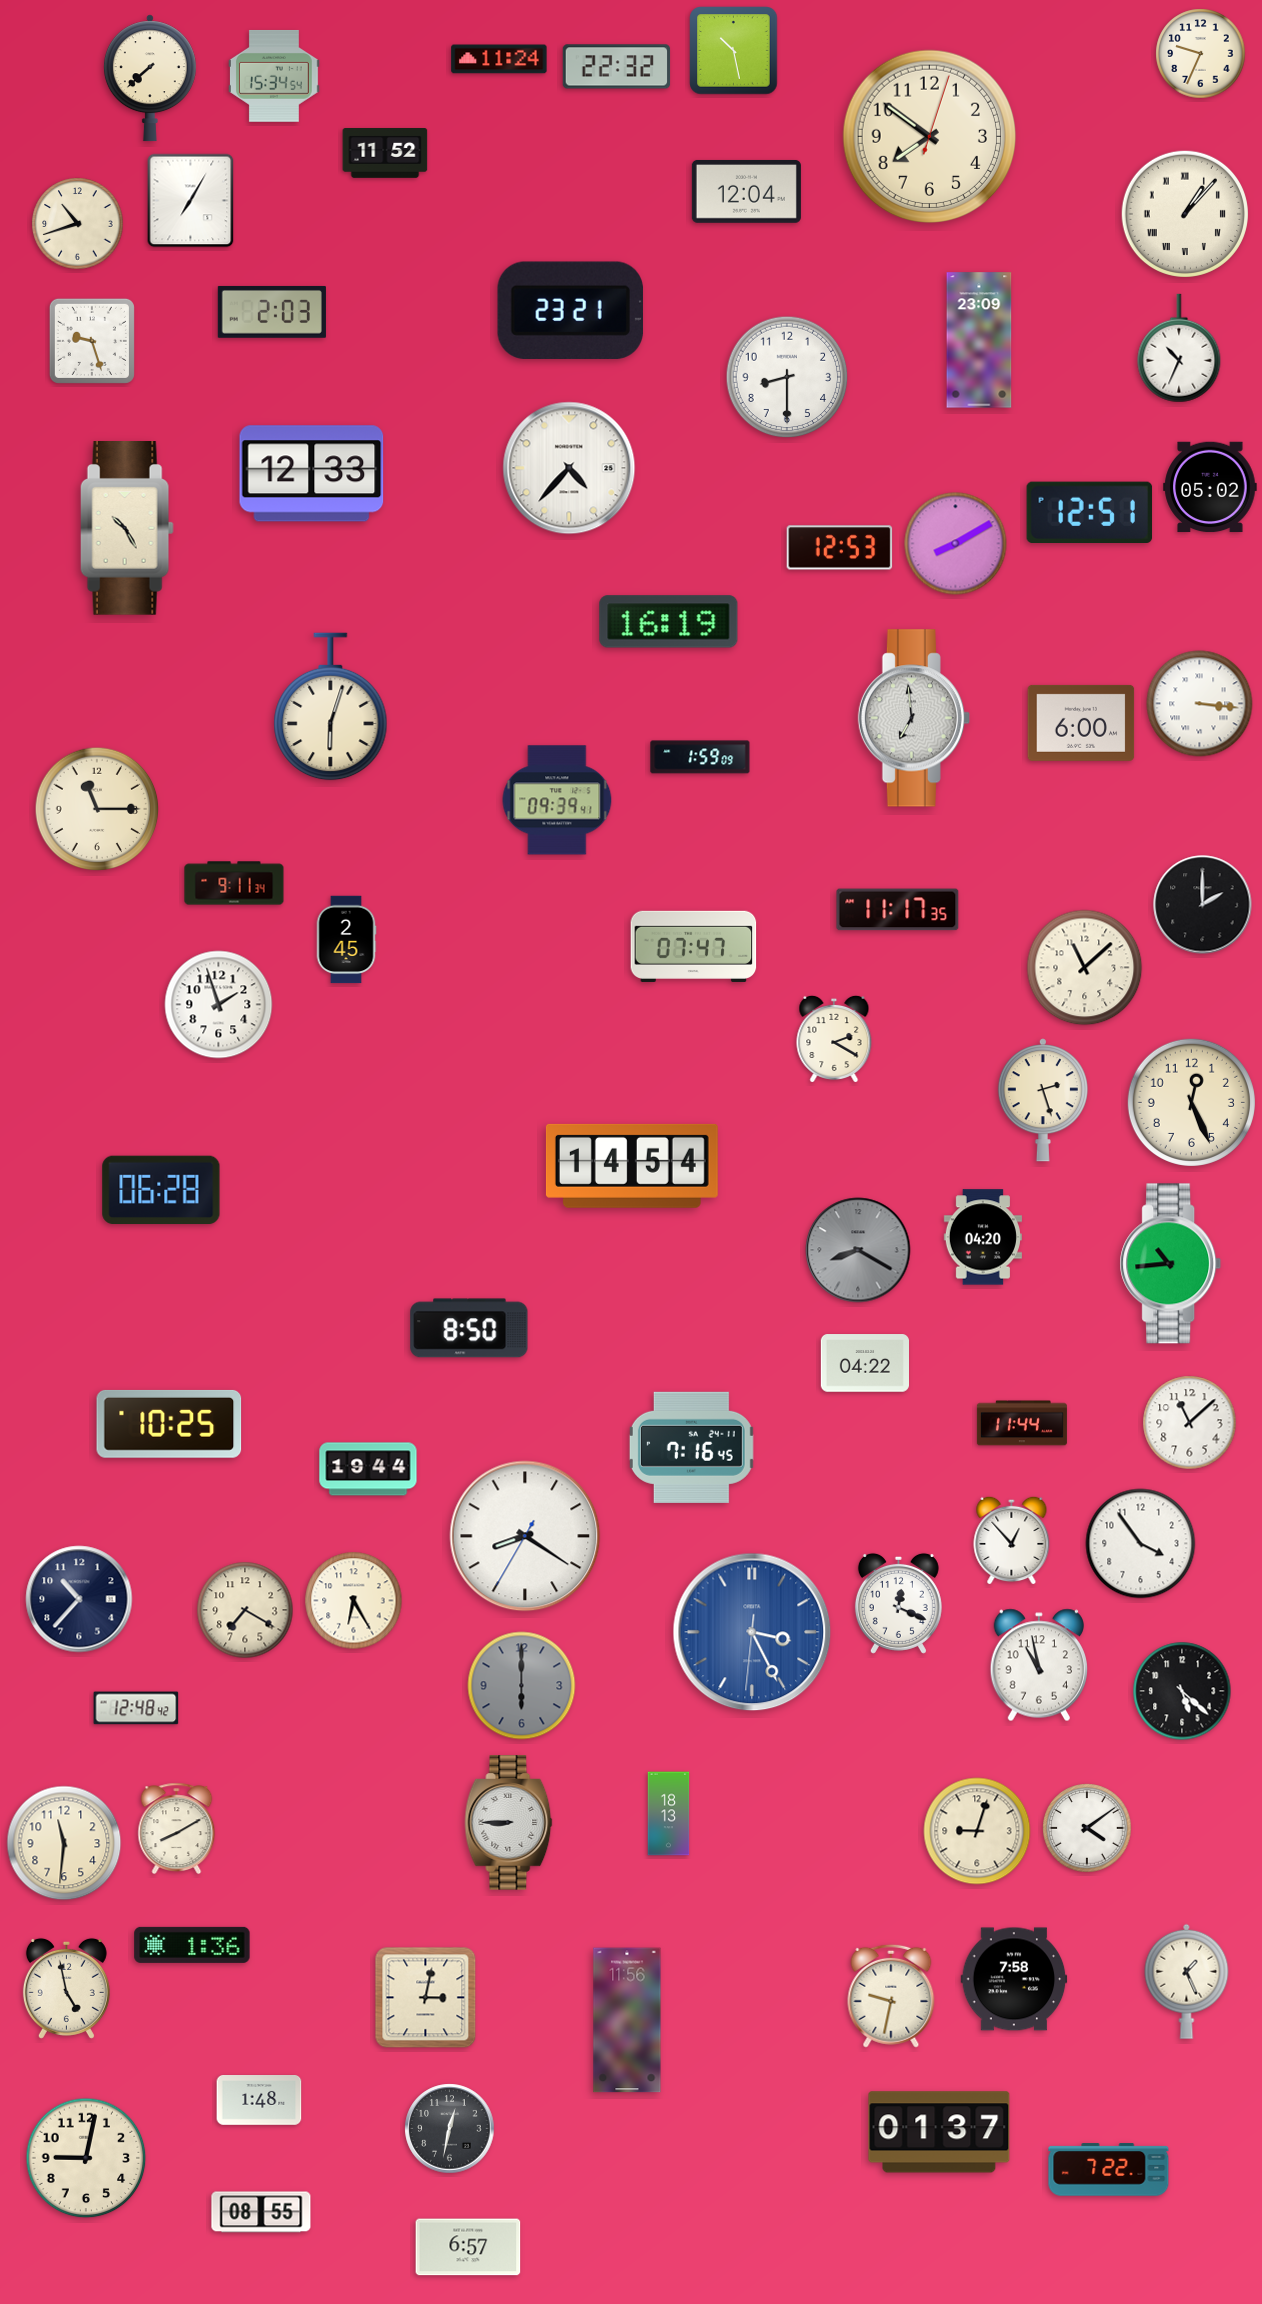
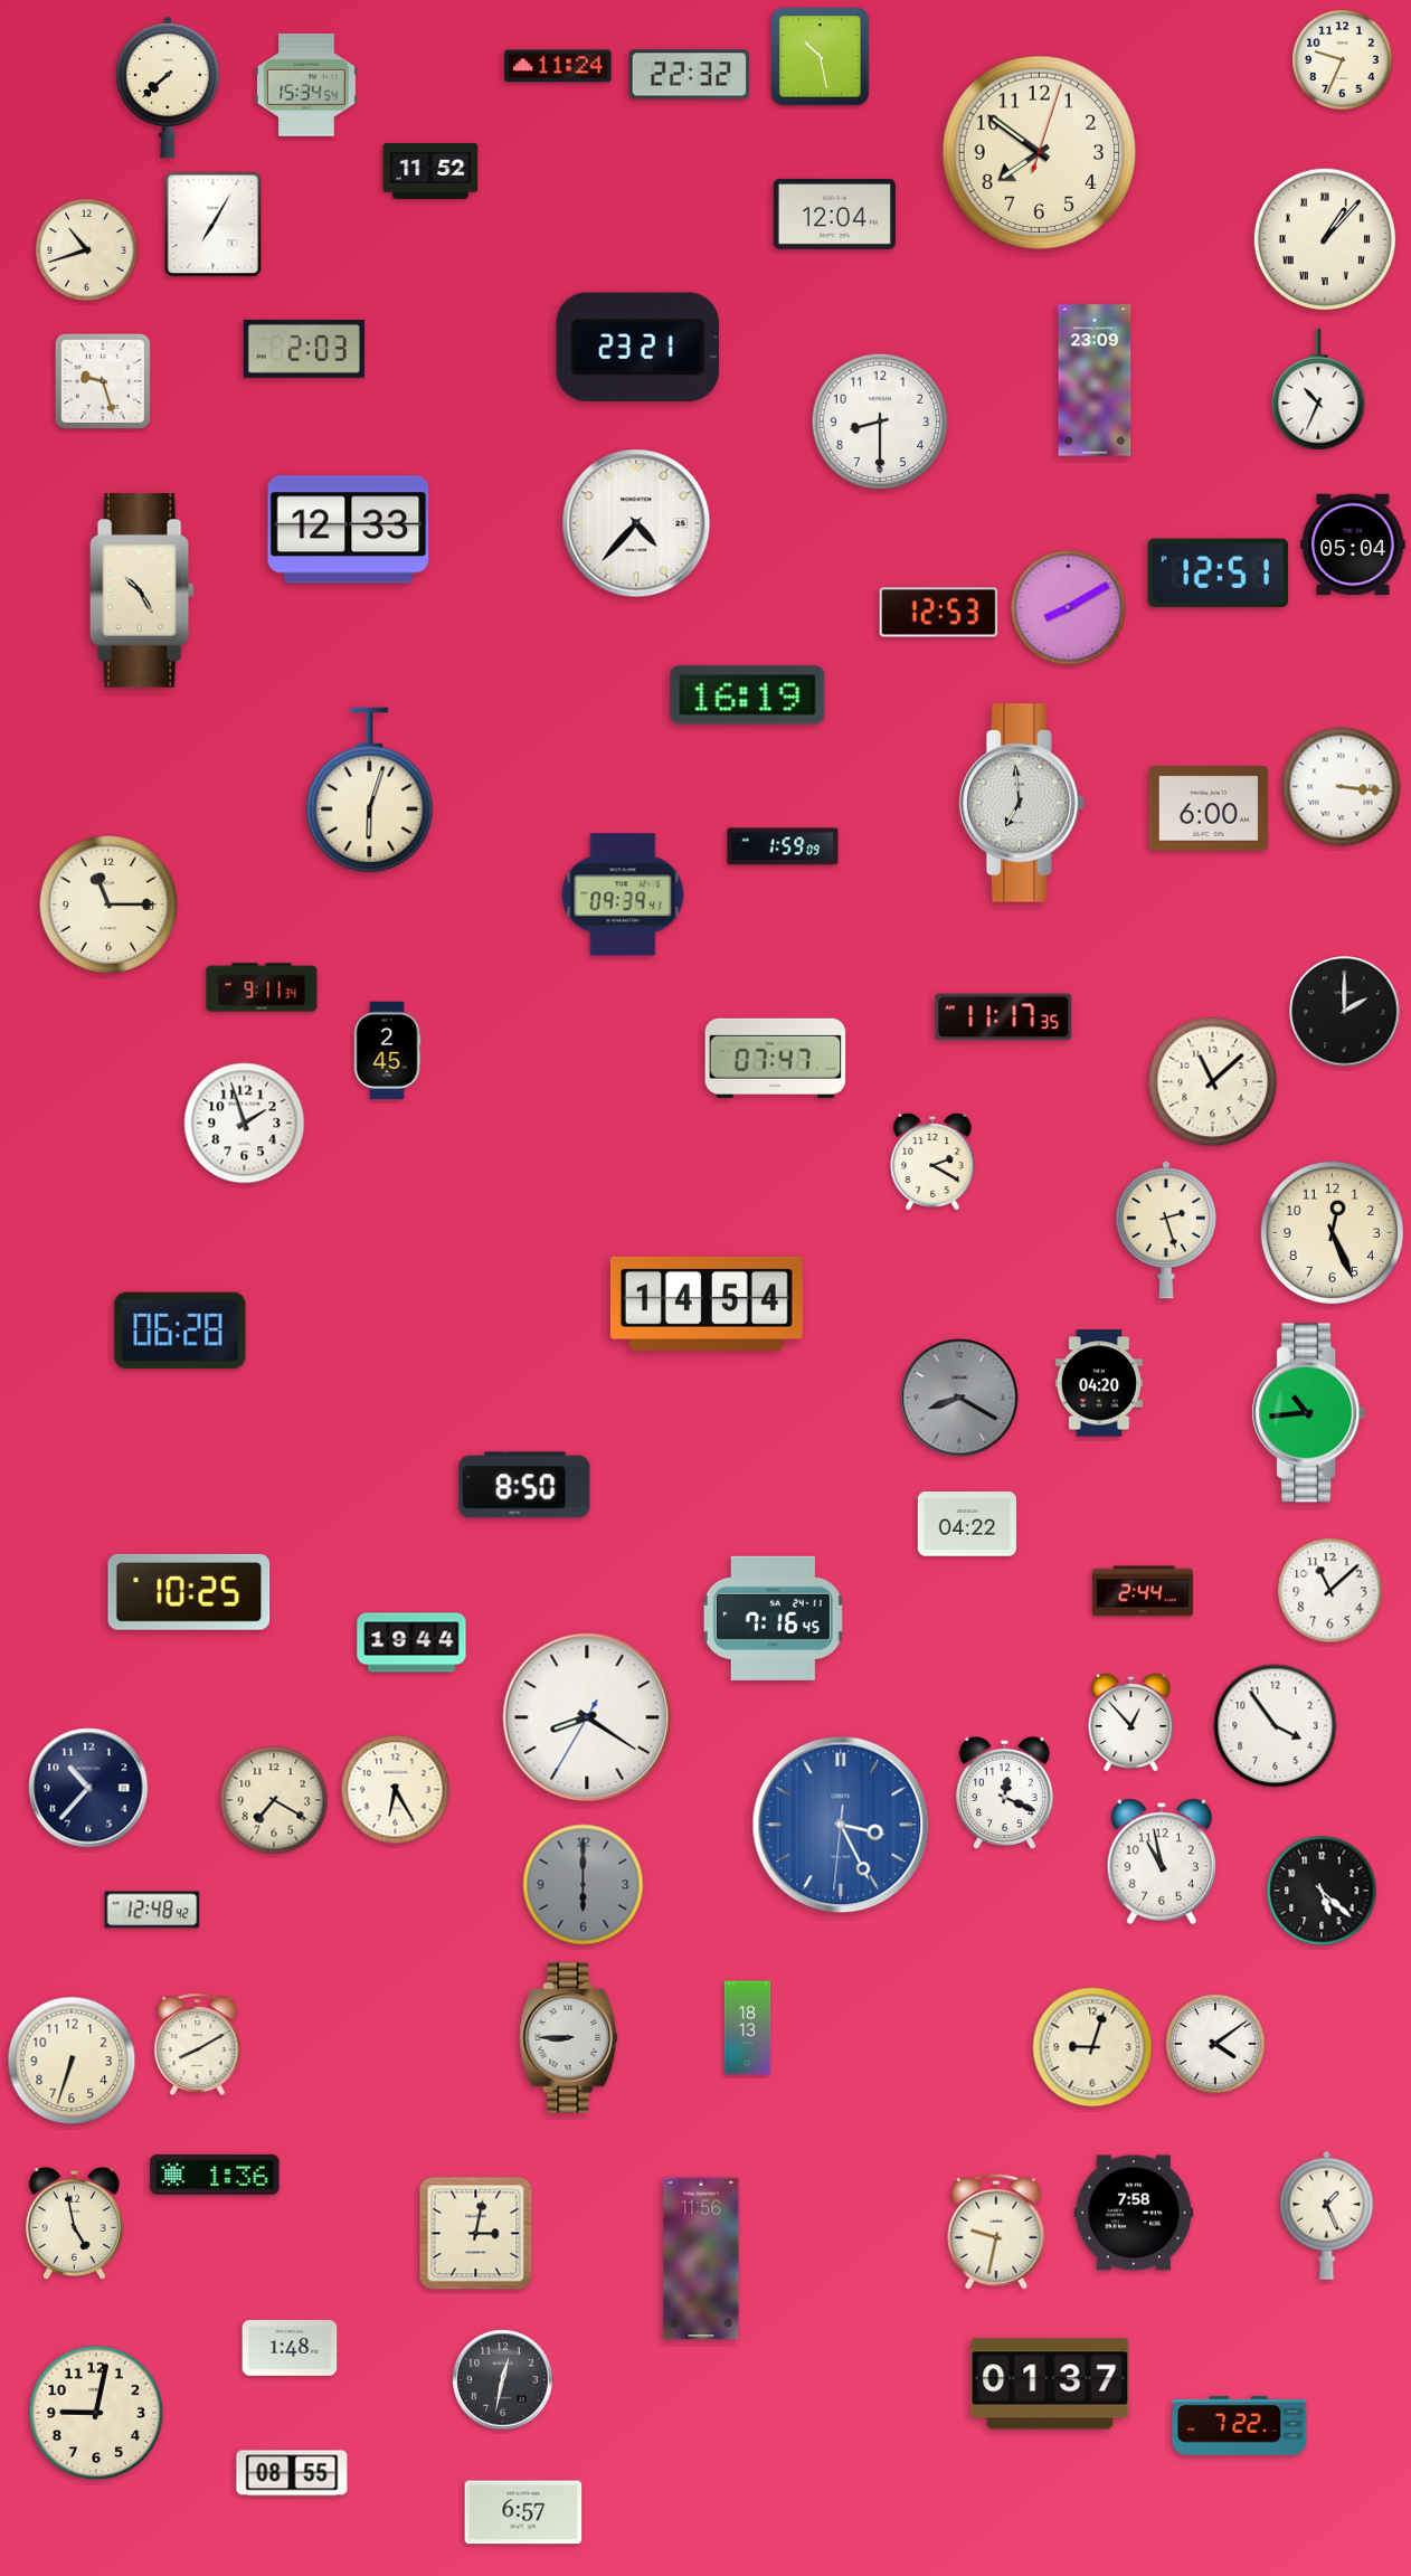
clock at (1210, 487): 05:02 -> 05:04
clock at (1022, 1423): 11:44 -> 2:44
clock at (64, 1843): 11:31 -> 6:33
